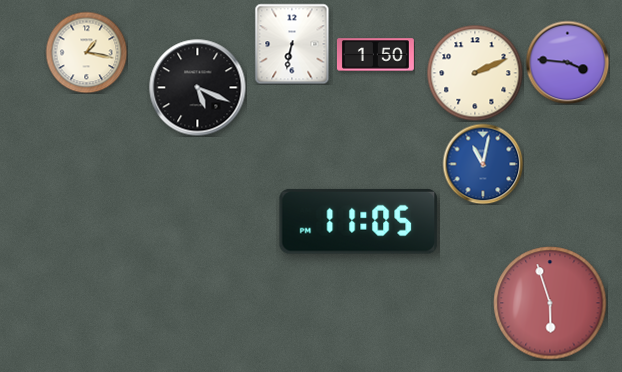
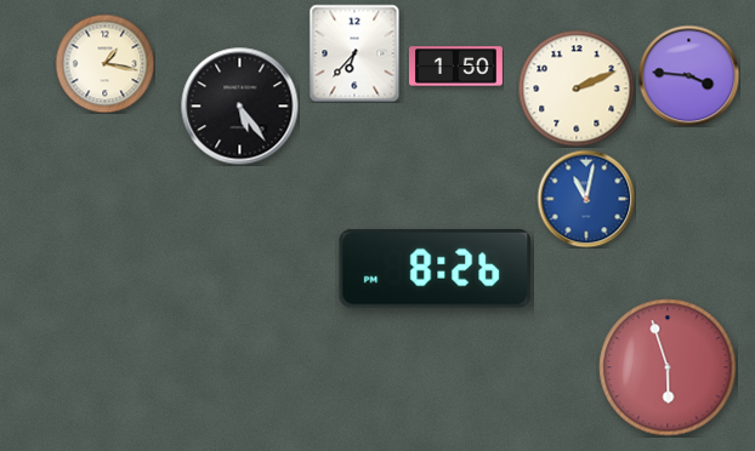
clock at (292, 44): 6:32 -> 6:37
clock at (198, 88): 5:19 -> 5:24
clock at (359, 221): 11:05 -> 8:26
